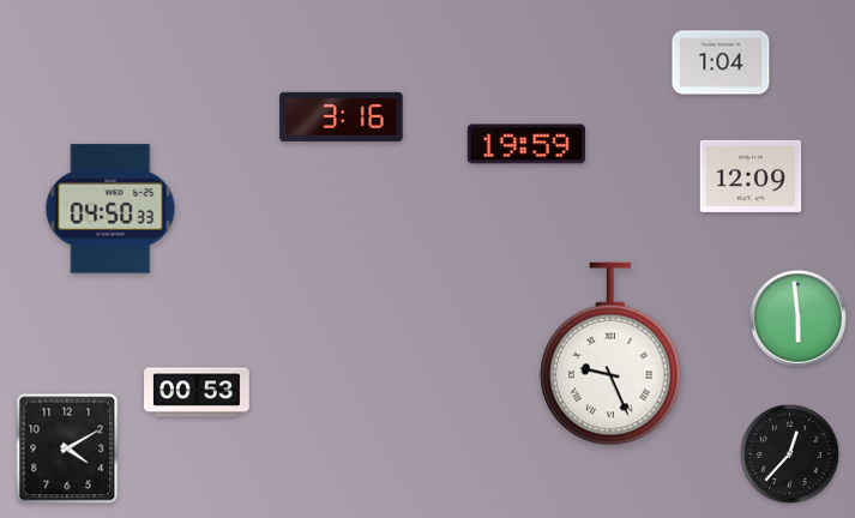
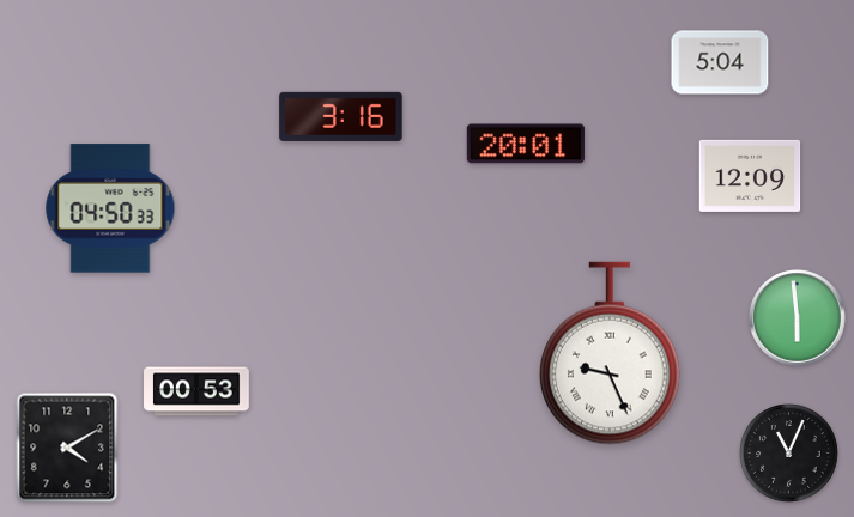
clock at (721, 62): 1:04 -> 5:04
clock at (526, 144): 19:59 -> 20:01
clock at (790, 454): 12:37 -> 11:04
